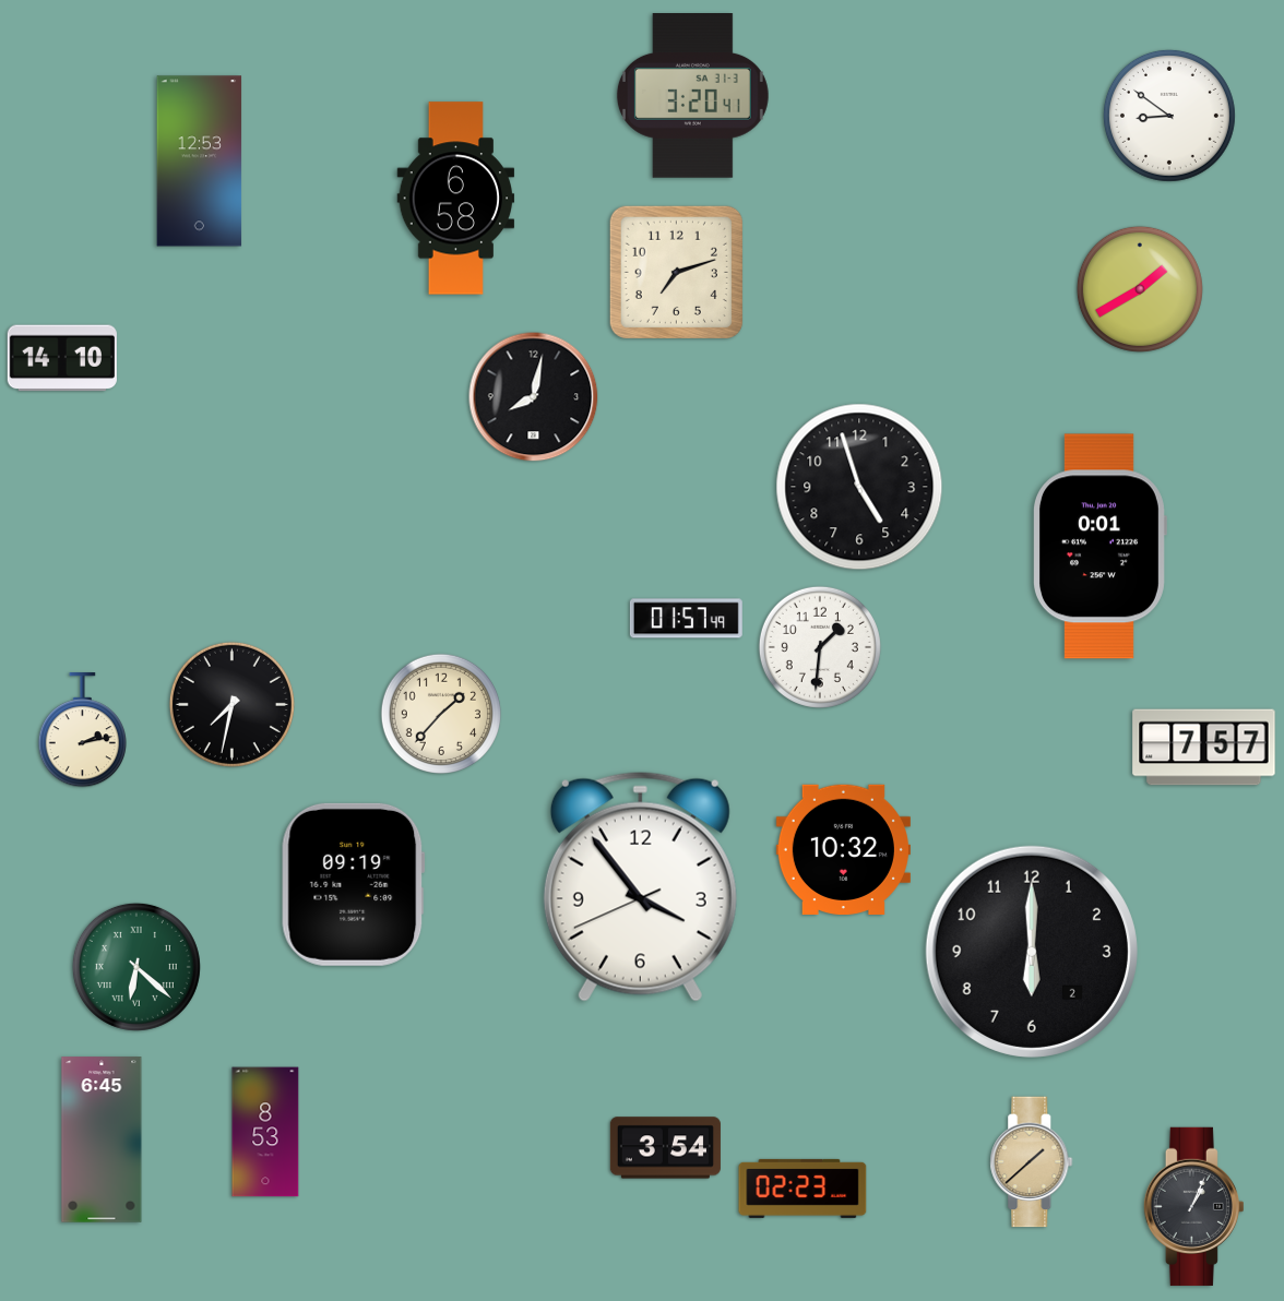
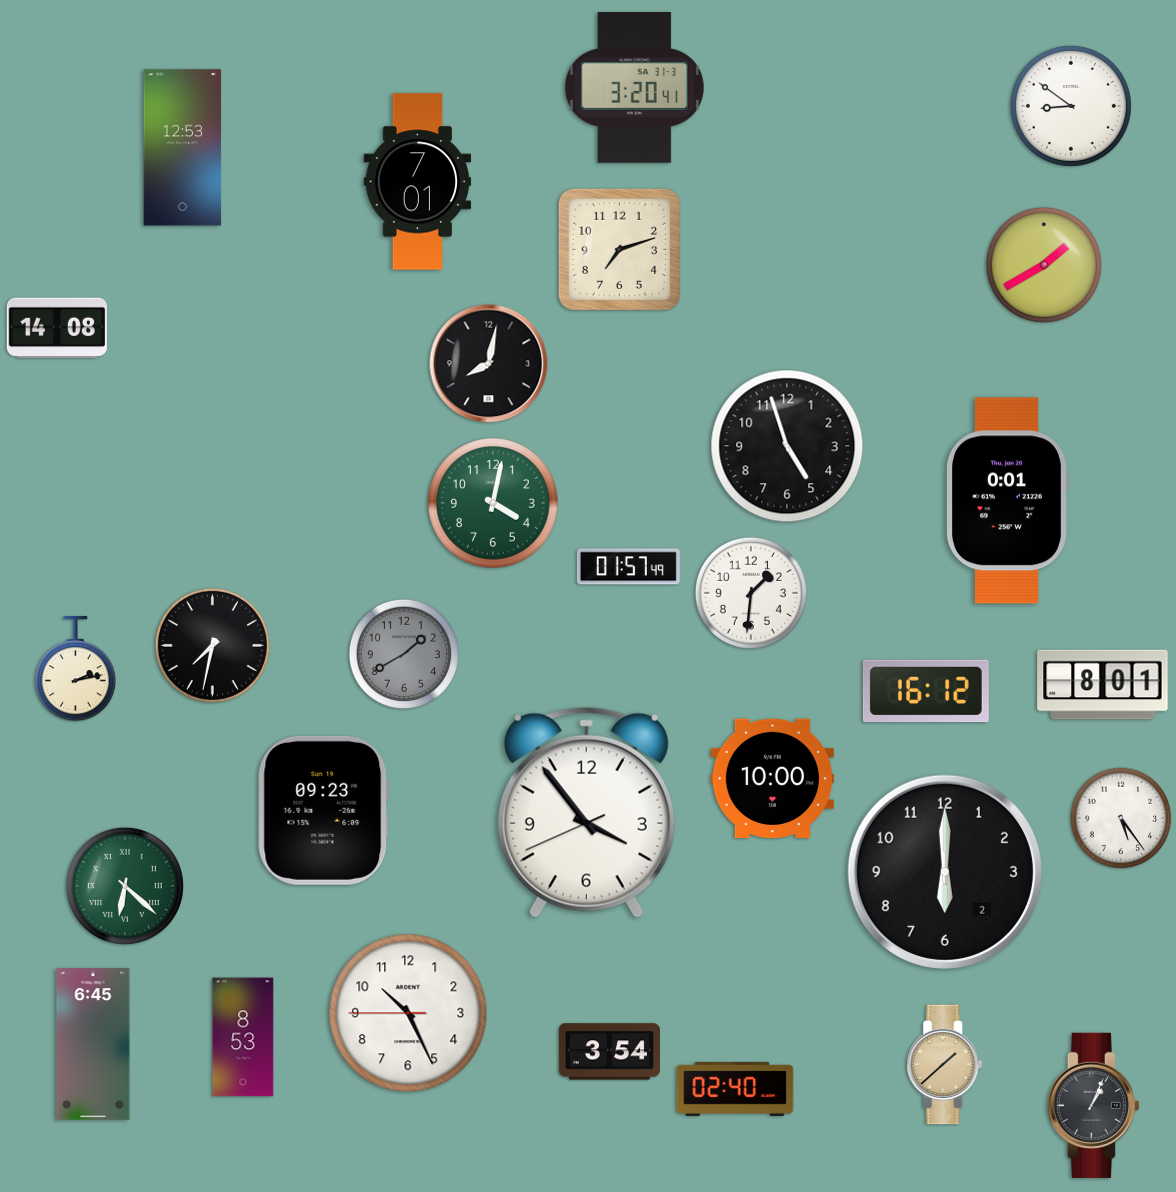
clock at (456, 199): 6:58 -> 7:01
clock at (62, 358): 14:10 -> 14:08
clock at (493, 503): none -> 4:02
clock at (441, 714): 1:37 -> 1:40
clock at (441, 714) dial: cream -> grey
clock at (1204, 748): 7:57 -> 8:01
clock at (926, 691): none -> 16:12
clock at (843, 849): 10:32 -> 10:00
clock at (354, 884): 09:19 -> 09:23
clock at (1121, 818): none -> 5:24
clock at (408, 1013): none -> 10:25
clock at (802, 1189): 02:23 -> 02:40
